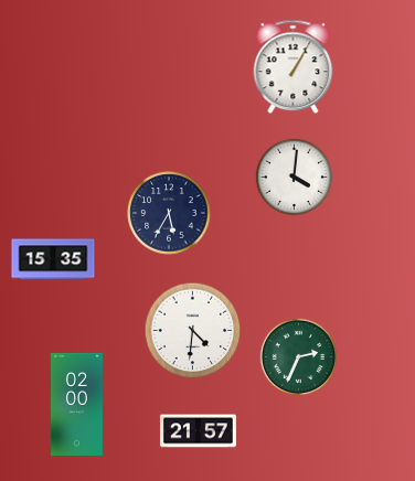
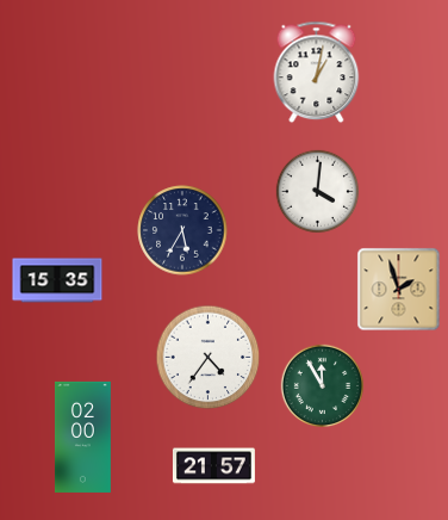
clock at (294, 67): 1:05 -> 1:02
clock at (399, 290): none -> 1:57
clock at (193, 331): 4:31 -> 4:36
clock at (299, 357): 2:34 -> 11:55
